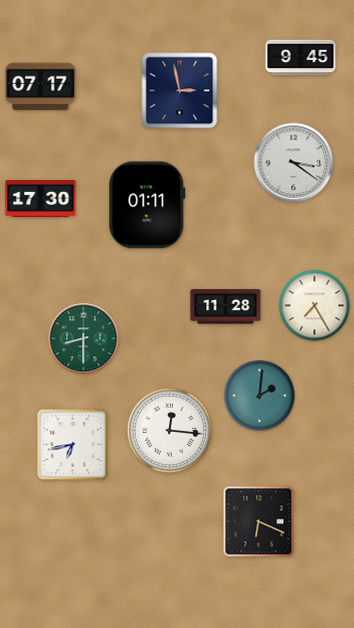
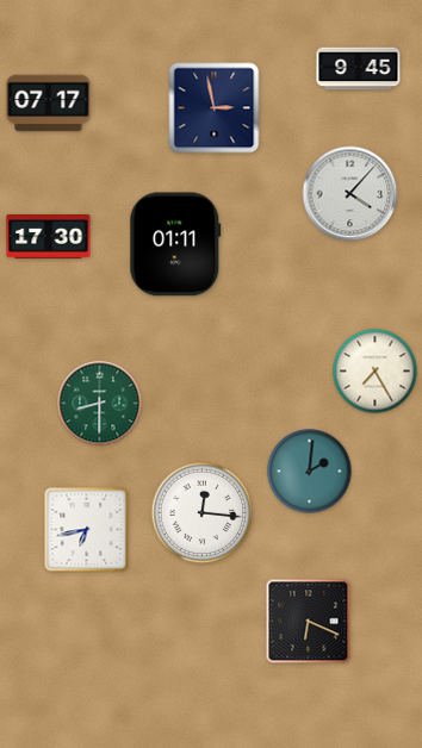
clock at (294, 163): 3:21 -> 4:07
clock at (315, 306) position: (315, 306) -> (376, 372)
clock at (226, 307): 11:28 -> none
